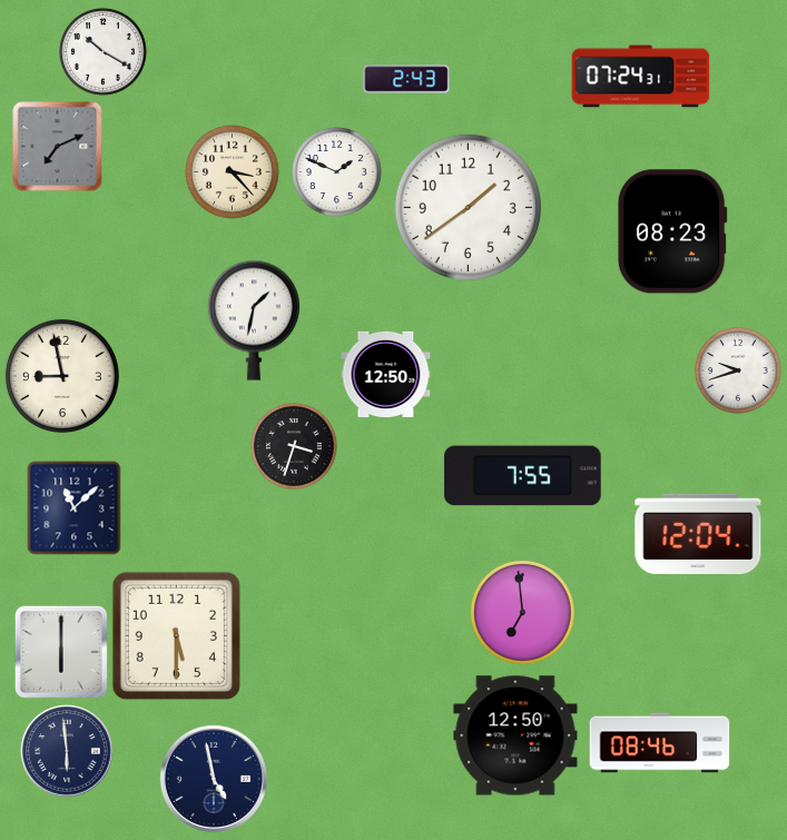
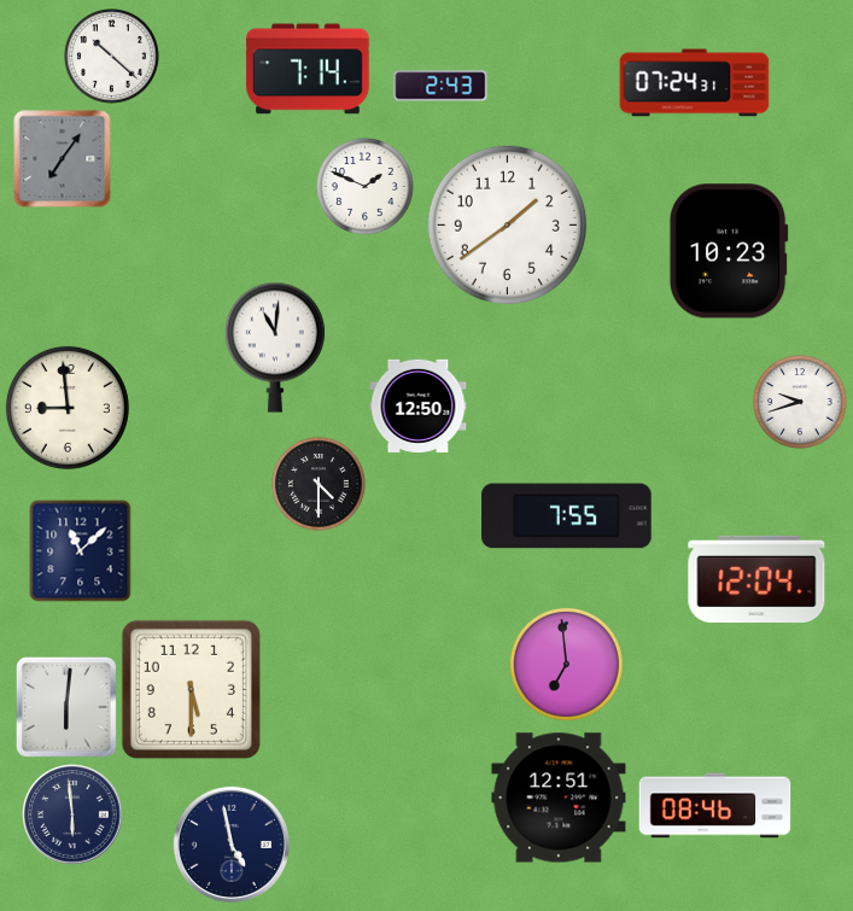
clock at (104, 52): 10:20 -> 10:22
clock at (308, 69): none -> 7:14
clock at (58, 147): 7:11 -> 7:06
clock at (233, 172): 3:23 -> none
clock at (672, 231): 08:23 -> 10:23
clock at (254, 320): 1:32 -> 11:01
clock at (62, 376): 8:58 -> 8:59
clock at (294, 446): 3:33 -> 4:30
clock at (61, 652): 6:00 -> 6:01
clock at (515, 735): 12:50 -> 12:51
